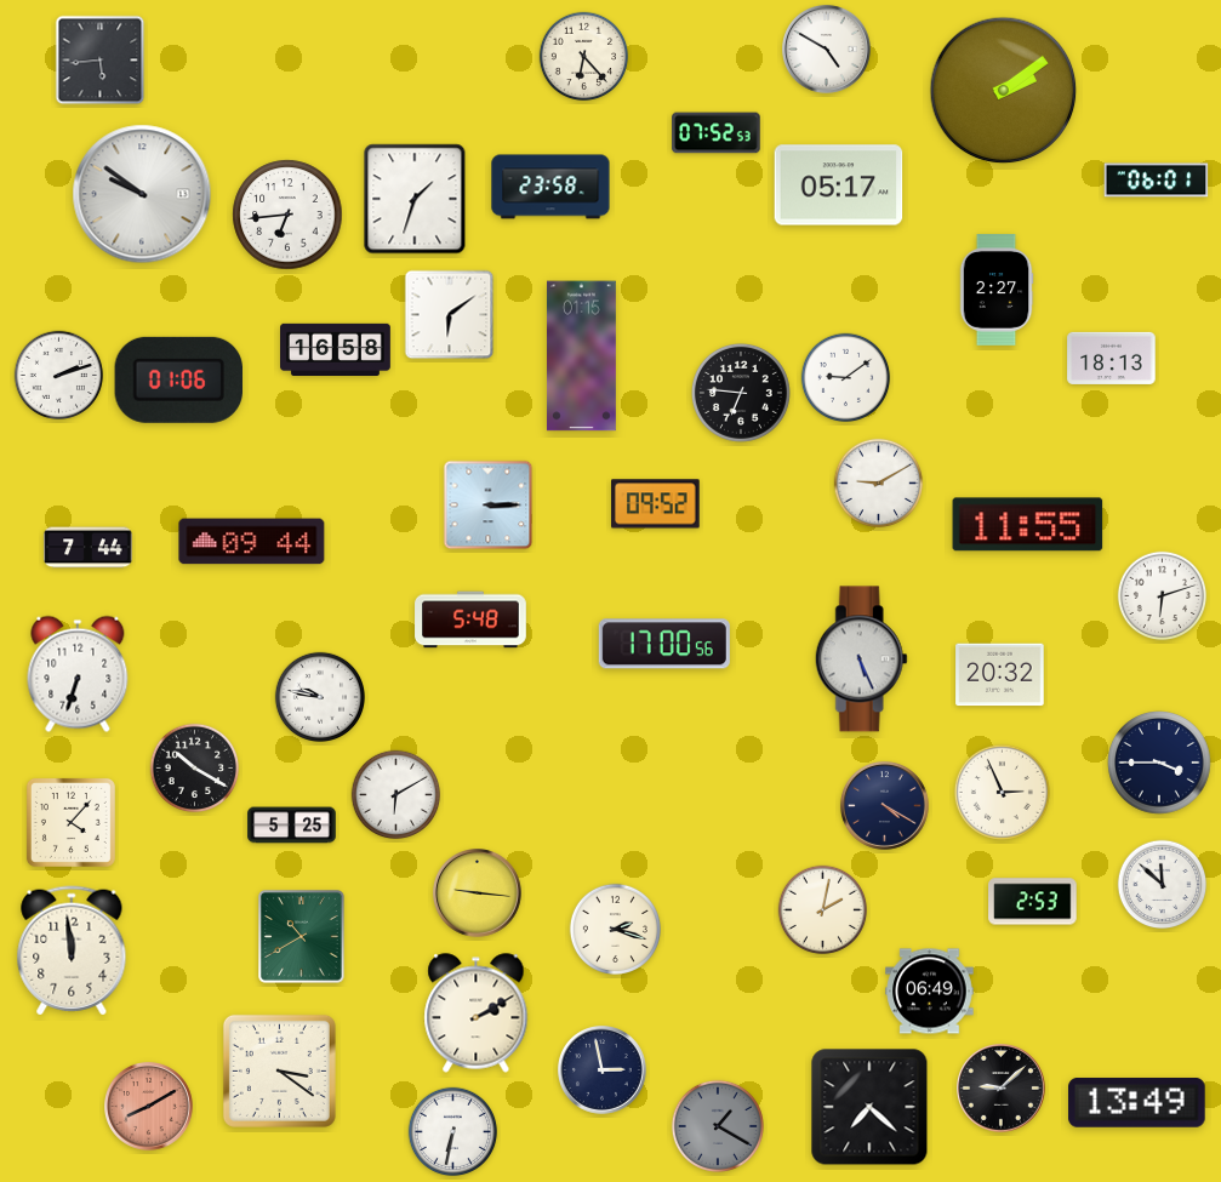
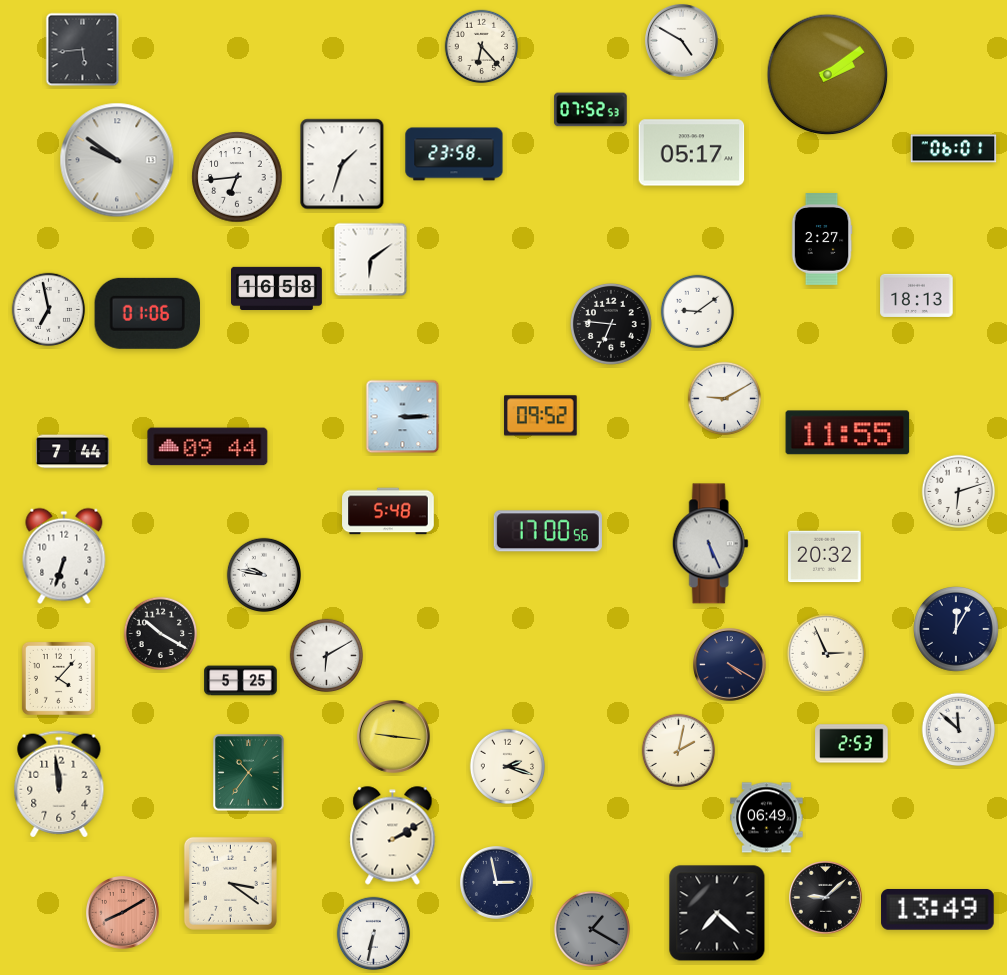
clock at (581, 356): 01:15 -> none
clock at (59, 376): 2:12 -> 6:58
clock at (1159, 763): 3:45 -> 12:05
clock at (302, 937): 10:40 -> 10:36
